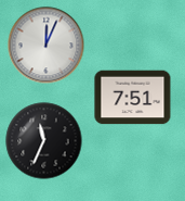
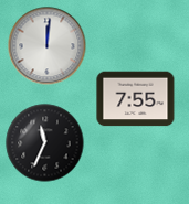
clock at (47, 46): 12:04 -> 12:01
clock at (133, 98): 7:51 -> 7:55
